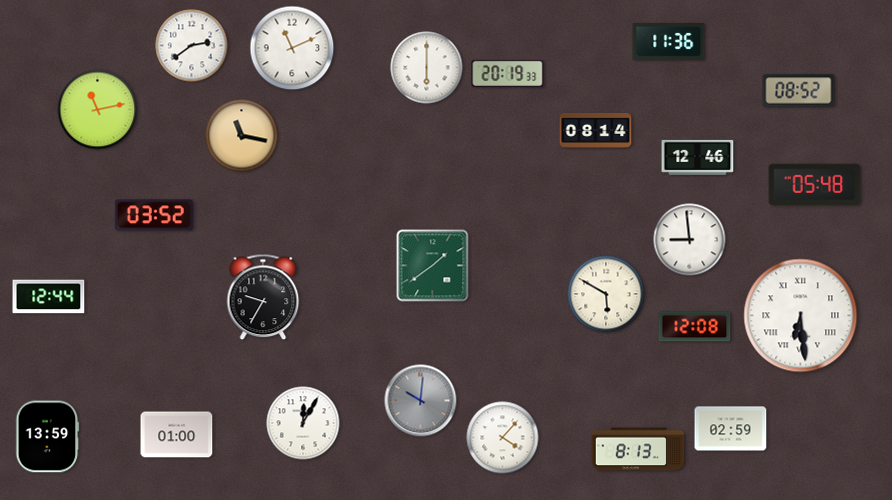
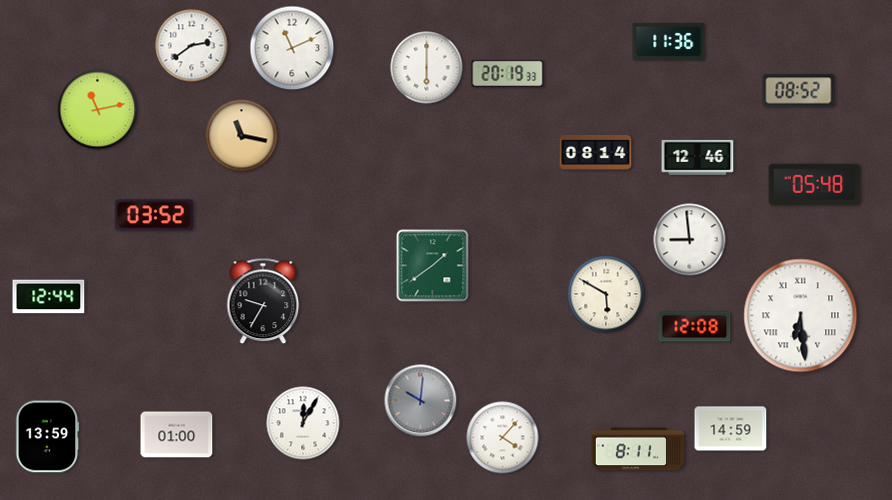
clock at (596, 130) position: (596, 130) -> (596, 152)
clock at (263, 297) position: (263, 297) -> (263, 301)
clock at (731, 429): 02:59 -> 14:59
clock at (638, 449): 8:13 -> 8:11
